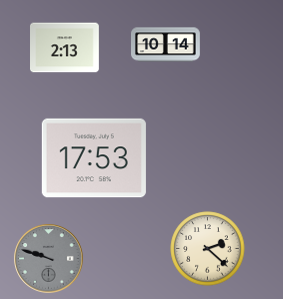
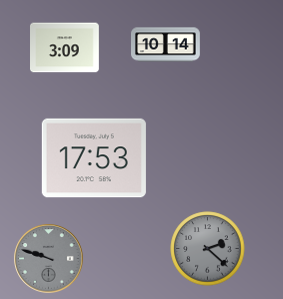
clock at (65, 48): 2:13 -> 3:09
clock at (208, 249) dial: cream -> grey
